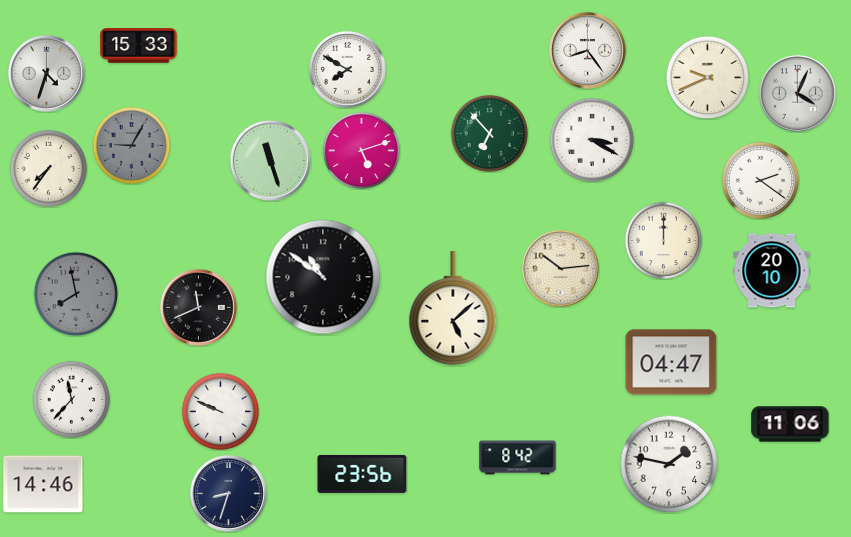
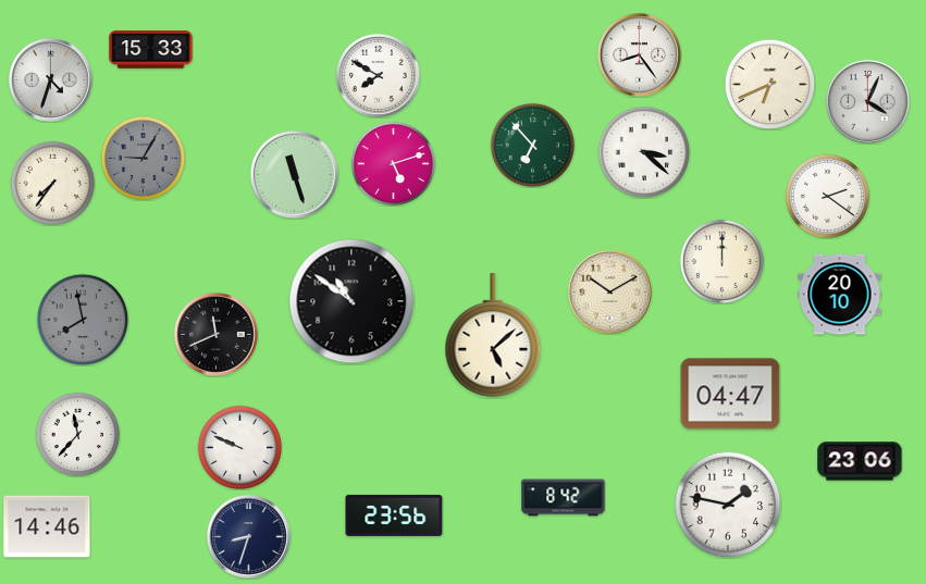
clock at (707, 77): 9:41 -> 6:41
clock at (592, 140): 3:20 -> 3:22
clock at (560, 268): 10:14 -> 10:10
clock at (790, 424): 11:06 -> 23:06
